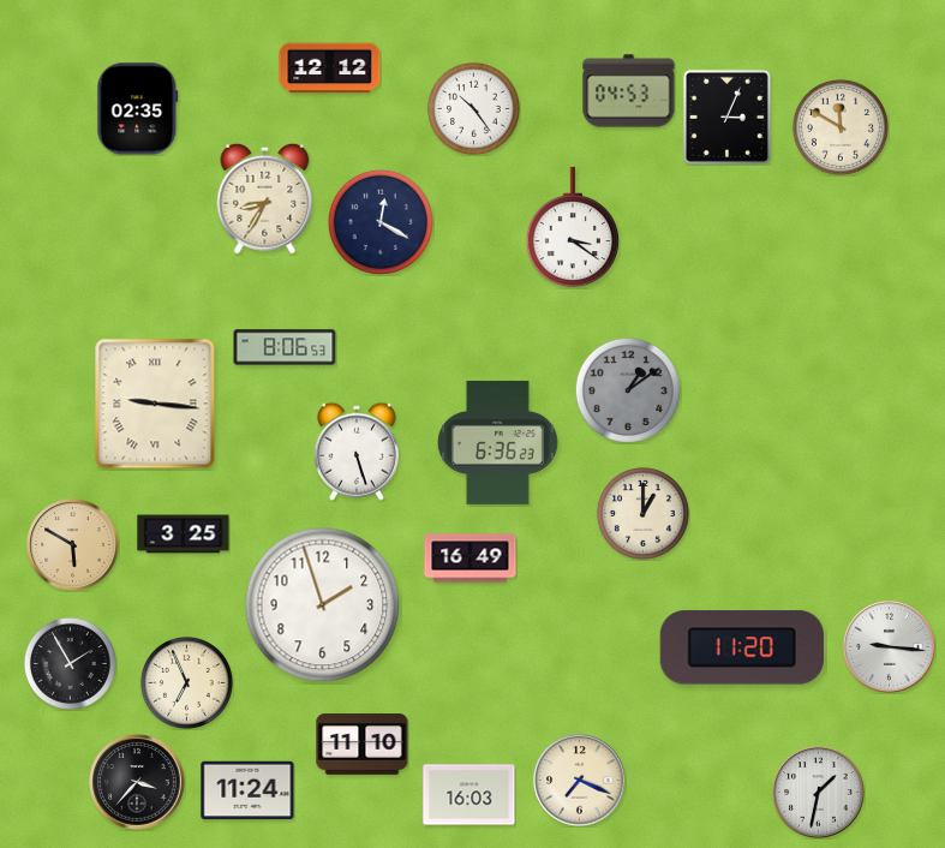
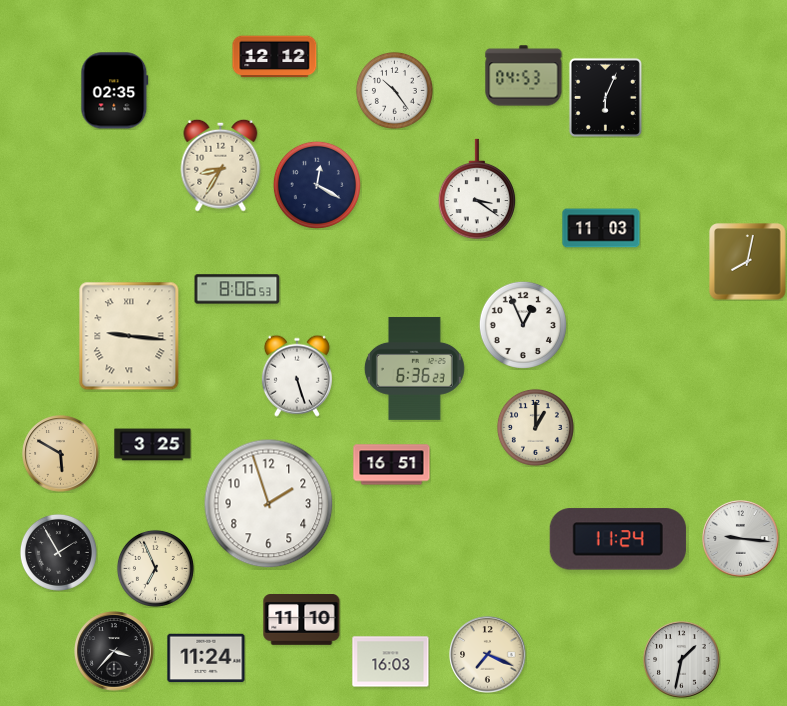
clock at (726, 117): 3:04 -> 6:04
clock at (841, 127): 11:50 -> none
clock at (601, 228): none -> 11:03
clock at (748, 262): none -> 8:02
clock at (628, 390): 1:09 -> 12:56
clock at (628, 390) dial: grey -> white
clock at (471, 559): 16:49 -> 16:51
clock at (742, 647): 11:20 -> 11:24
clock at (580, 781) position: (580, 781) -> (488, 655)
